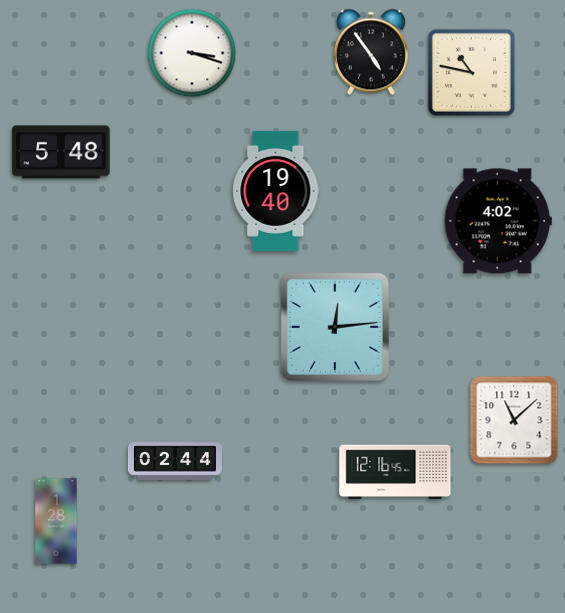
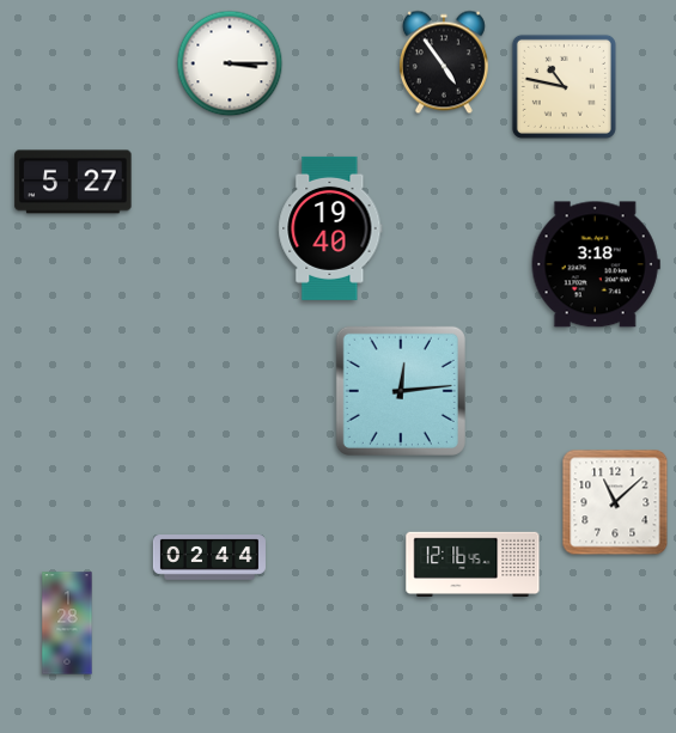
clock at (192, 53): 3:18 -> 3:15
clock at (61, 152): 5:48 -> 5:27
clock at (498, 221): 4:02 -> 3:18
clock at (175, 461) position: (175, 461) -> (209, 557)
